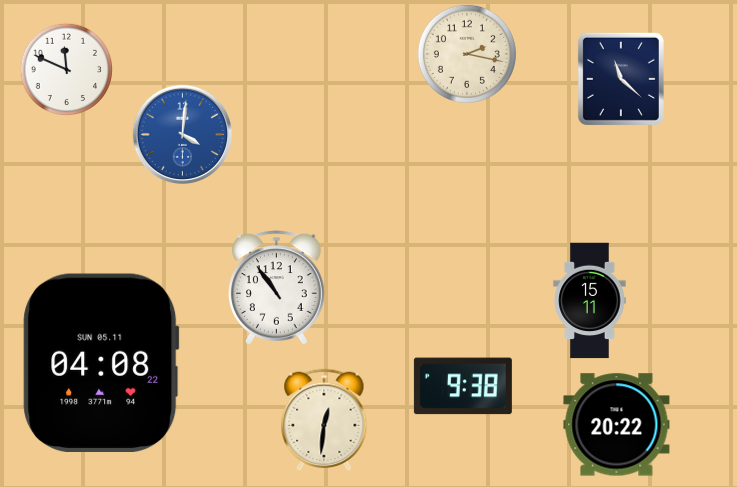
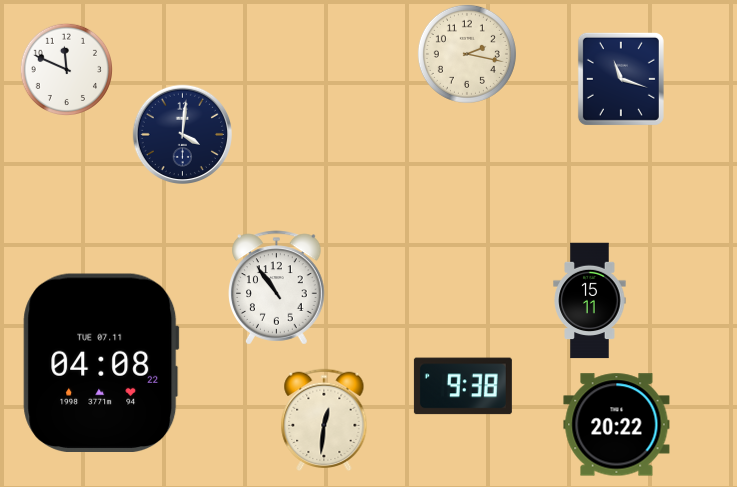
clock at (621, 79): 11:22 -> 11:18
clock at (182, 134) dial: blue -> navy
clock at (101, 362) date: SUN 05.11 -> TUE 07.11
